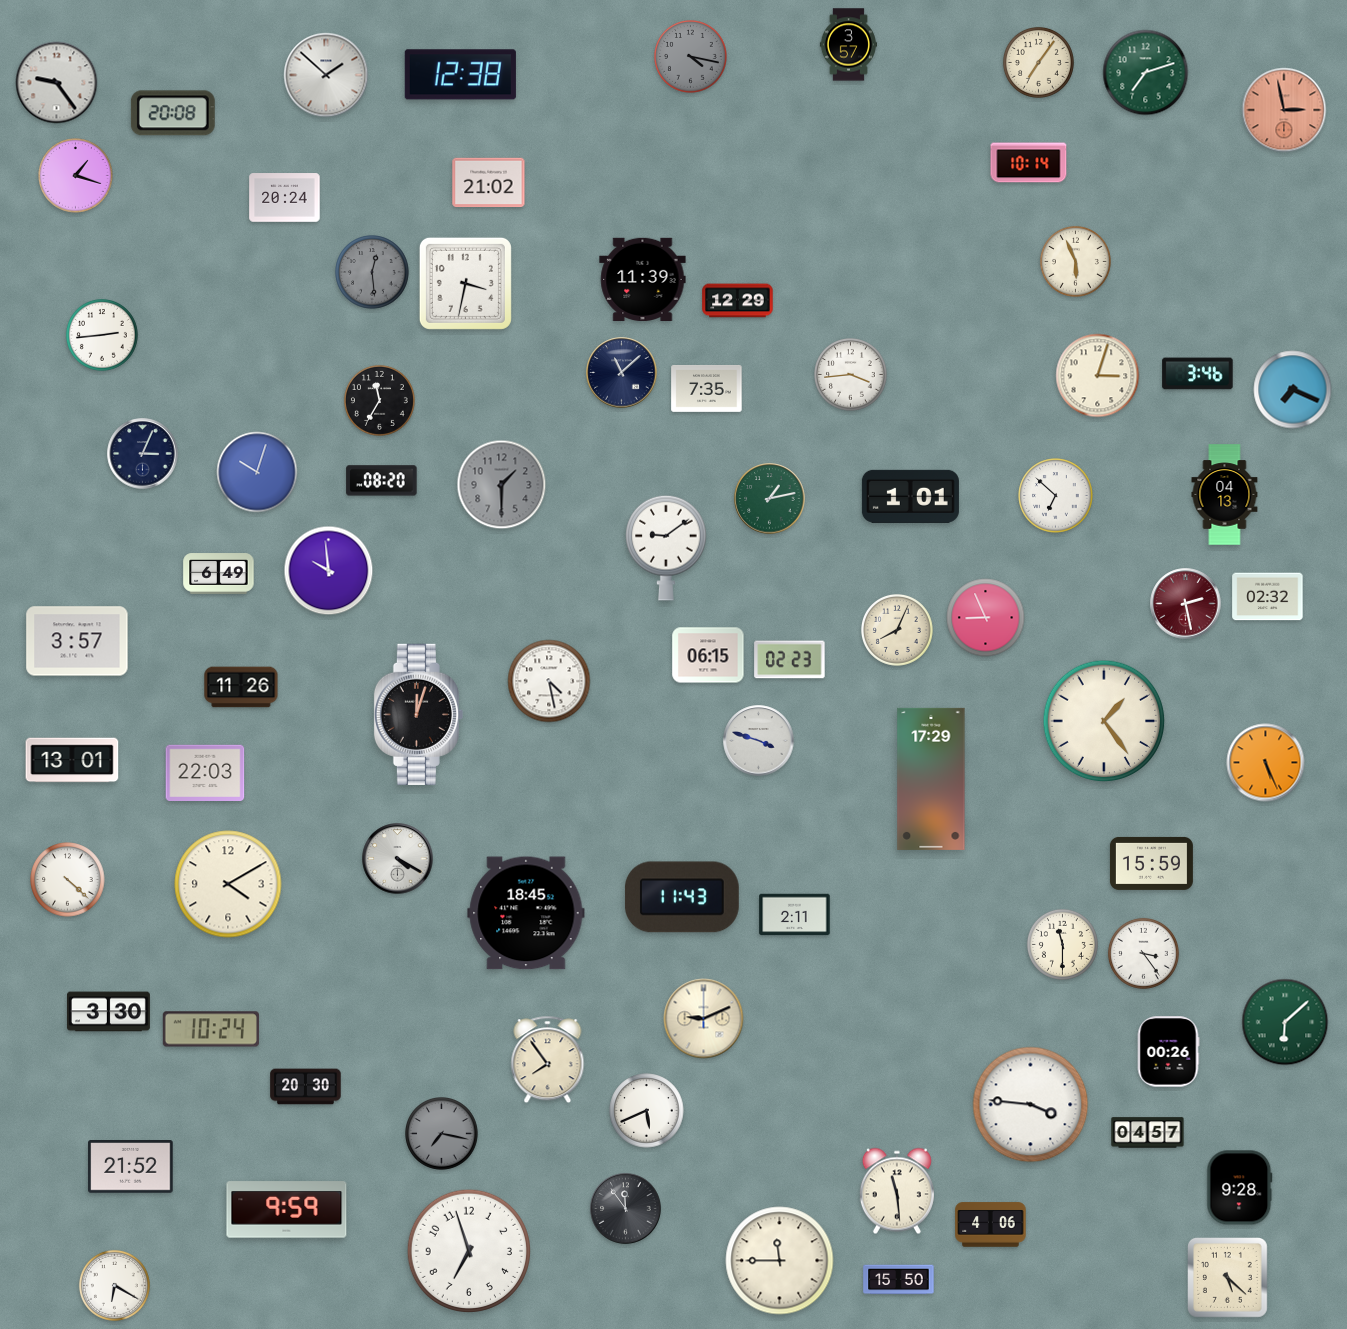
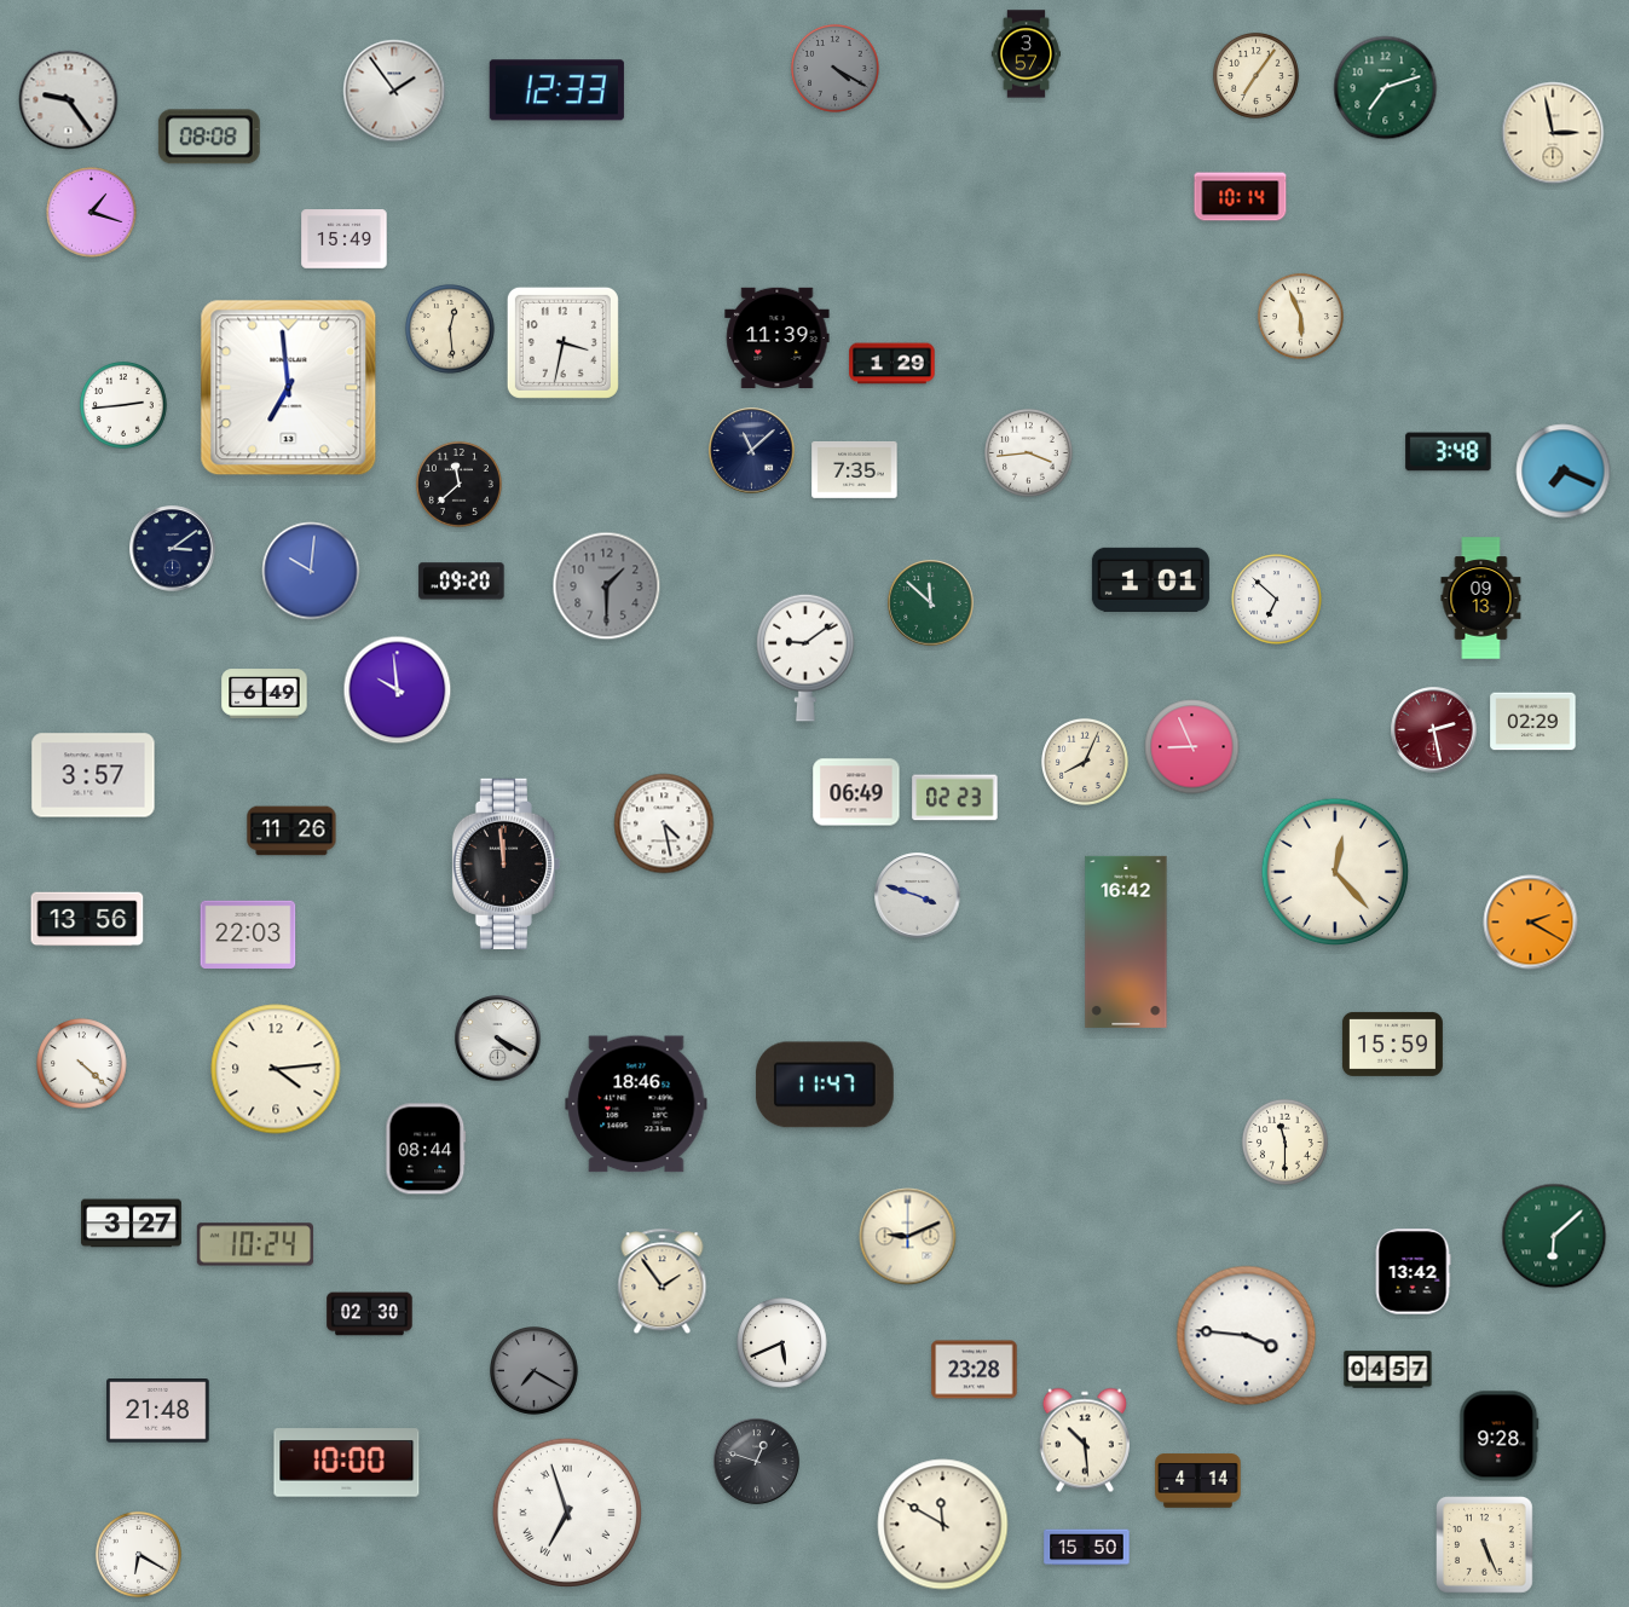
clock at (691, 57): 4:17 -> 4:20
clock at (326, 75): 1:52 -> 1:54
clock at (460, 75): 12:38 -> 12:33
clock at (1284, 110) dial: salmon -> cream
clock at (173, 113): 20:08 -> 08:08
clock at (1029, 163) position: (1029, 163) -> (1241, 197)
clock at (489, 183): 21:02 -> none
clock at (285, 198): 20:24 -> 15:49
clock at (372, 272) dial: grey -> cream
clock at (738, 301): 12:29 -> 1:29
clock at (289, 388): none -> 6:59
clock at (1198, 374): 3:46 -> 3:48
clock at (1098, 376): 3:03 -> none
clock at (379, 400): 11:35 -> 11:38
clock at (143, 454): 3:04 -> 3:09
clock at (257, 472): 10:03 -> 10:01
clock at (382, 481): 08:20 -> 09:20
clock at (1225, 495): 04:13 -> 09:13
clock at (910, 496) position: (910, 496) -> (1150, 579)
clock at (770, 499): 1:13 -> 11:52
clock at (666, 548) position: (666, 548) -> (805, 658)
clock at (1268, 597): 02:32 -> 02:29
clock at (708, 655): 06:15 -> 06:49
clock at (418, 714): 12:03 -> 11:59
clock at (1104, 721): 1:24 -> 12:23
clock at (72, 760): 13:01 -> 13:56
clock at (1266, 763): 5:26 -> 2:20
clock at (931, 779): 17:29 -> 16:42
clock at (398, 859) position: (398, 859) -> (498, 1039)
clock at (228, 884): 4:10 -> 4:14
clock at (682, 897): 11:43 -> 11:47
clock at (526, 913): 18:45 -> 18:46
clock at (795, 915): 2:11 -> none
clock at (426, 1149): none -> 08:44
clock at (1143, 953): 3:24 -> none
clock at (108, 1012): 3:30 -> 3:27
clock at (704, 1019) position: (704, 1019) -> (908, 1237)
clock at (1168, 1052): 00:26 -> 13:42
clock at (548, 1060): 7:54 -> 1:54
clock at (306, 1087): 20:30 -> 02:30
clock at (975, 1370): none -> 23:28
clock at (442, 1134): 7:17 -> 7:20
clock at (131, 1167): 21:52 -> 21:48
clock at (897, 1191): 11:29 -> 10:29
clock at (626, 1209): 11:54 -> 12:48
clock at (287, 1210): 9:59 -> 10:00
clock at (991, 1225): 4:06 -> 4:14
clock at (468, 1250) numerals: Arabic -> Roman
clock at (780, 1261): 11:45 -> 11:50
clock at (1228, 1278): 5:22 -> 5:26
